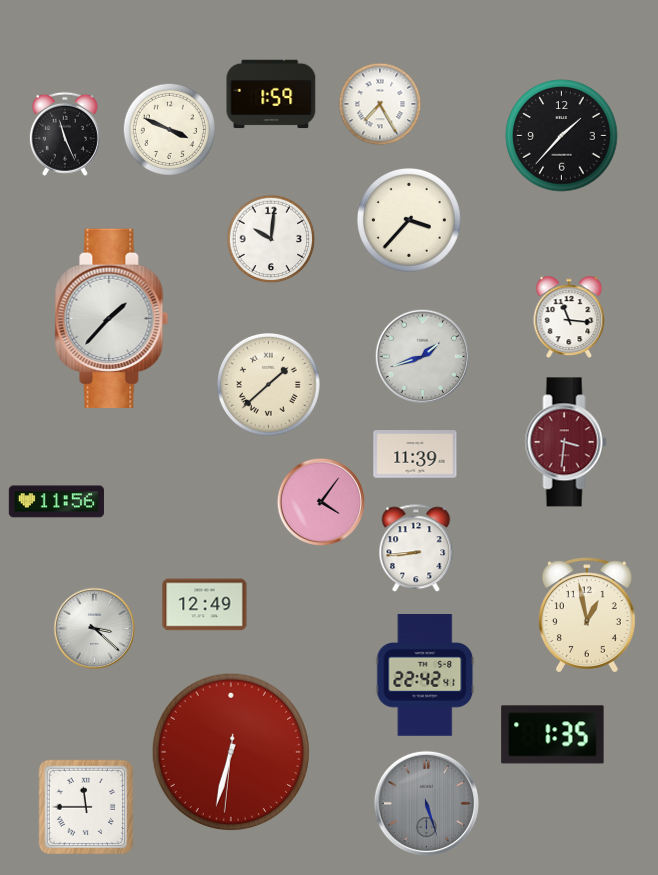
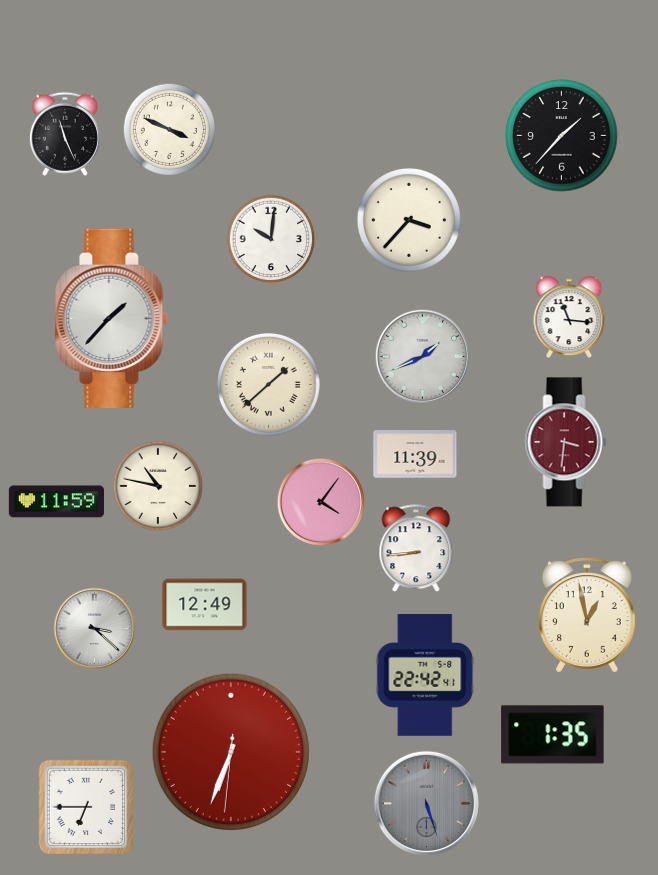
clock at (271, 94): 1:59 -> none
clock at (380, 104): 7:25 -> none
clock at (423, 357): 1:42 -> 1:41
clock at (158, 486): none -> 10:47
clock at (56, 502): 11:56 -> 11:59
clock at (231, 752): 6:32 -> 6:33
clock at (86, 807): 11:45 -> 6:45
